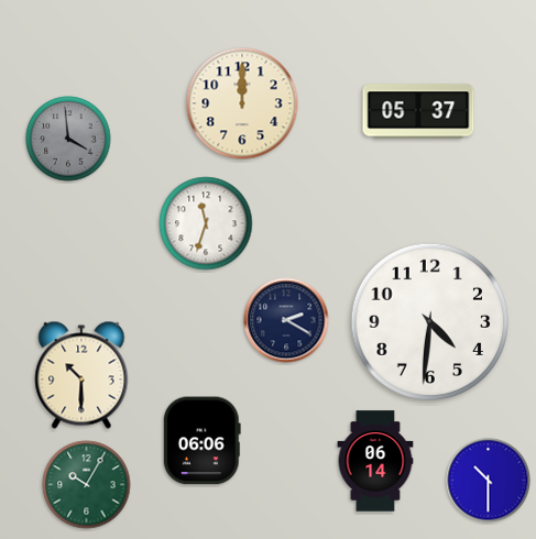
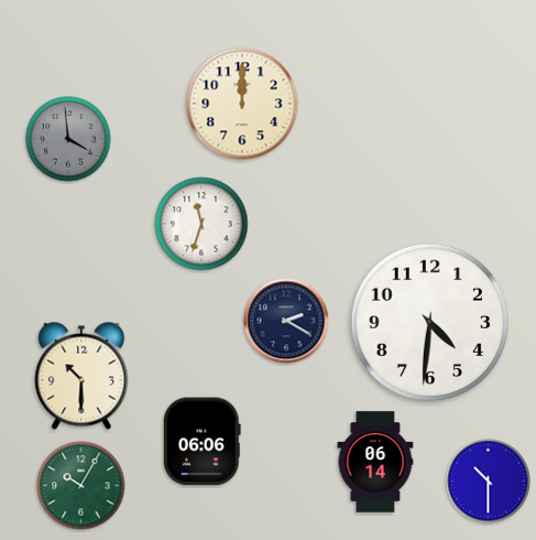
clock at (418, 111): 05:37 -> none
clock at (206, 223) position: (206, 223) -> (201, 224)
clock at (87, 485) position: (87, 485) -> (81, 486)
